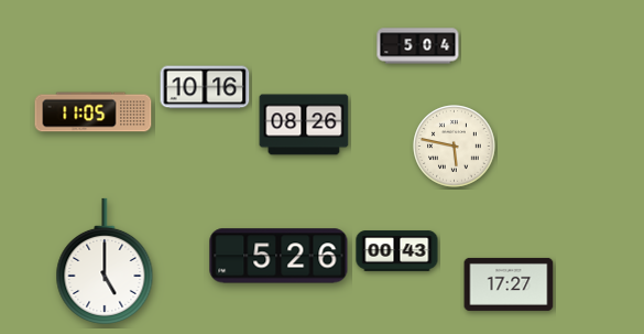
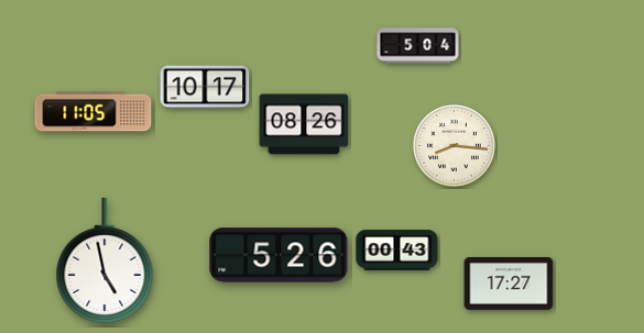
clock at (205, 87): 10:16 -> 10:17
clock at (455, 147): 5:47 -> 8:16
clock at (105, 261): 5:00 -> 4:58
